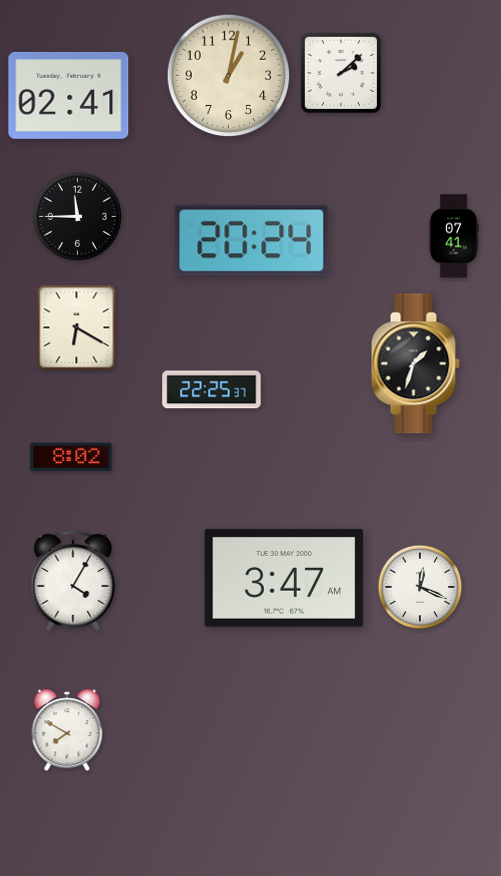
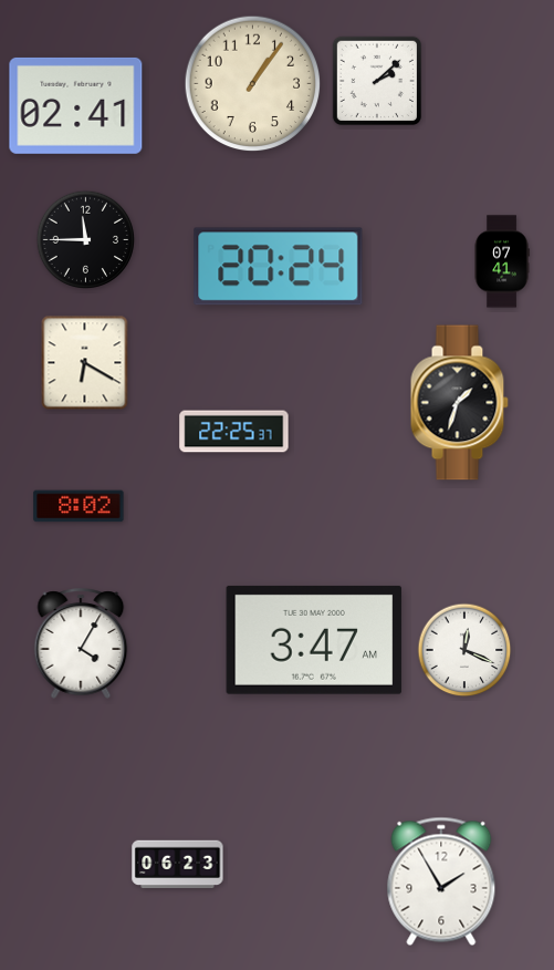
clock at (229, 76): 1:02 -> 1:06
clock at (67, 730): 7:50 -> none
clock at (178, 865): none -> 06:23
clock at (441, 881): none -> 1:55
